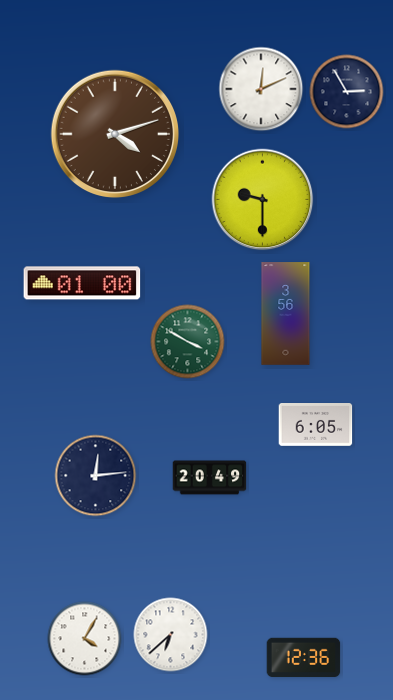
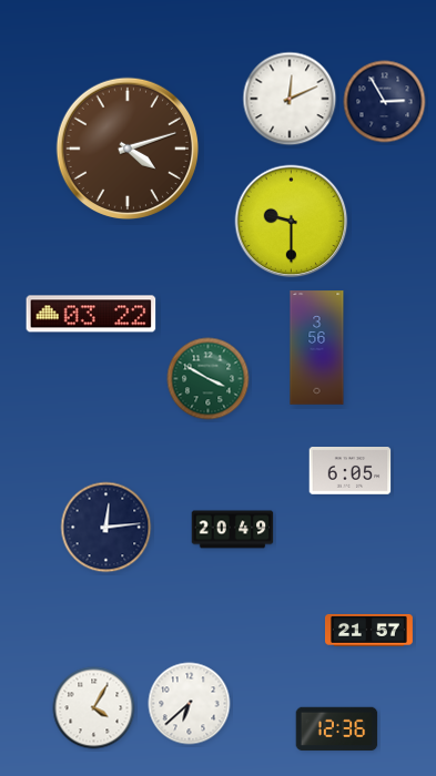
clock at (82, 283): 01:00 -> 03:22
clock at (369, 630): none -> 21:57
